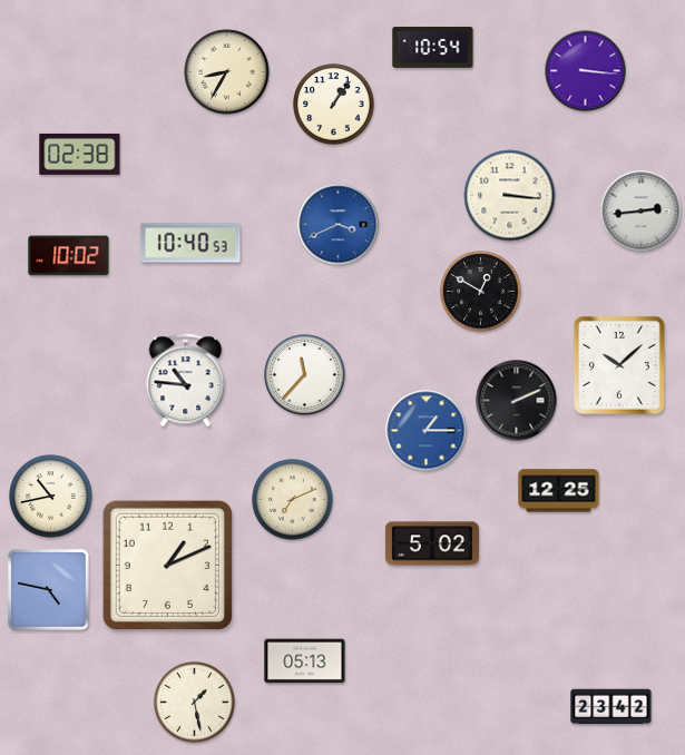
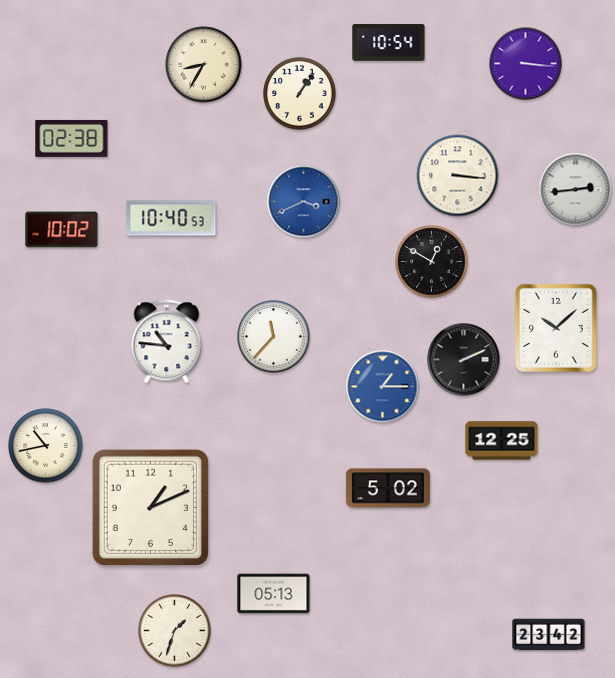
clock at (293, 500): 7:11 -> none
clock at (48, 589): 4:47 -> none
clock at (195, 703): 1:28 -> 1:33
